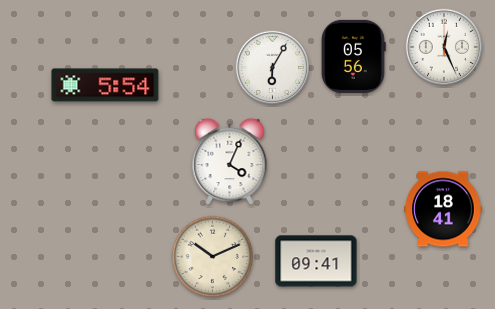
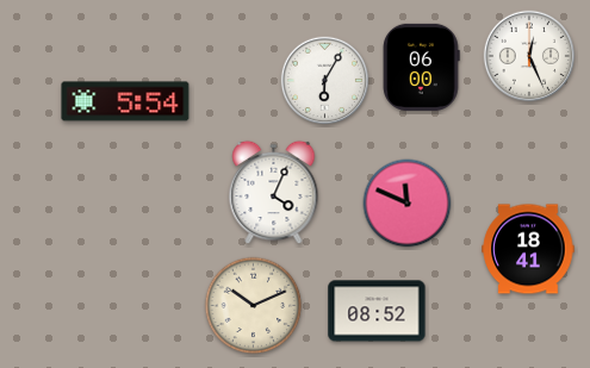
clock at (354, 56): 05:56 -> 06:00
clock at (408, 204): none -> 11:49
clock at (316, 261): 09:41 -> 08:52
